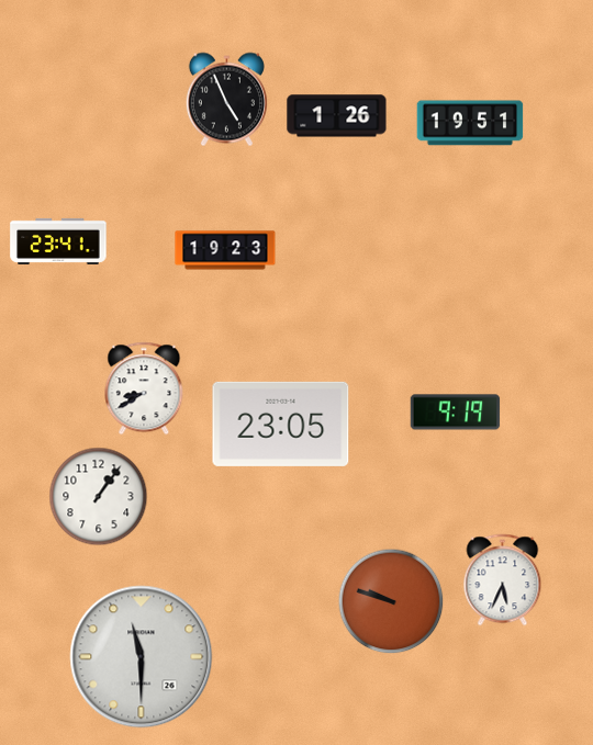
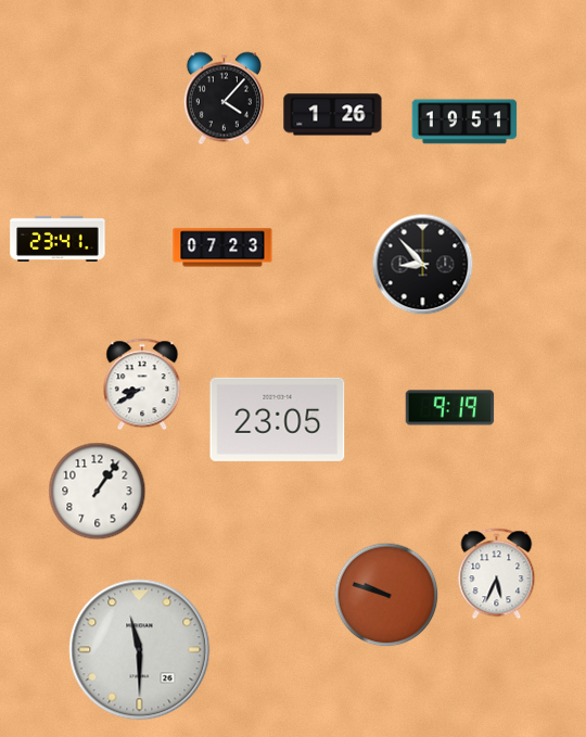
clock at (226, 100): 4:56 -> 4:07
clock at (225, 250): 19:23 -> 07:23
clock at (423, 265): none -> 8:53
